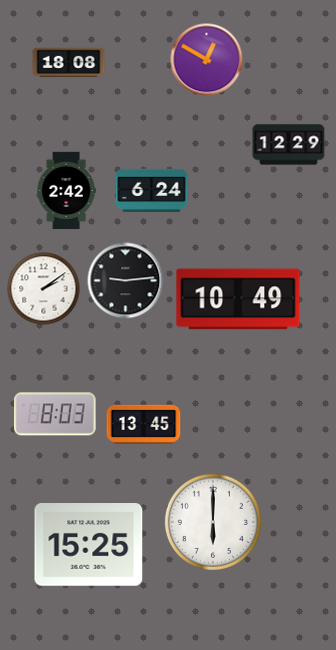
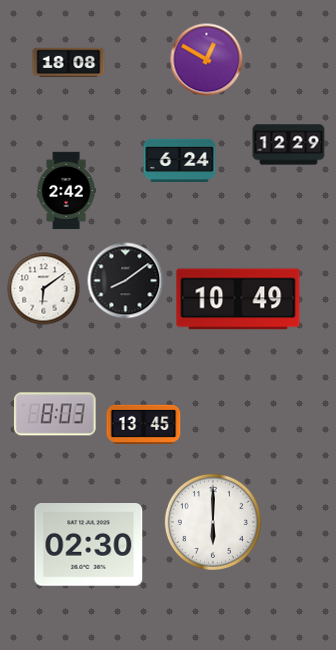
clock at (152, 190) position: (152, 190) -> (180, 160)
clock at (126, 281): 9:14 -> 8:09
clock at (44, 289): 2:09 -> 6:09
clock at (89, 545): 15:25 -> 02:30
